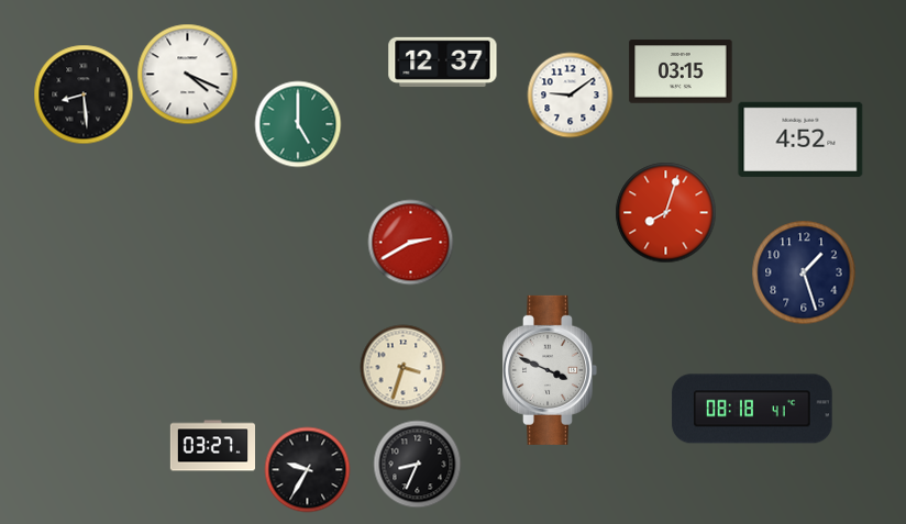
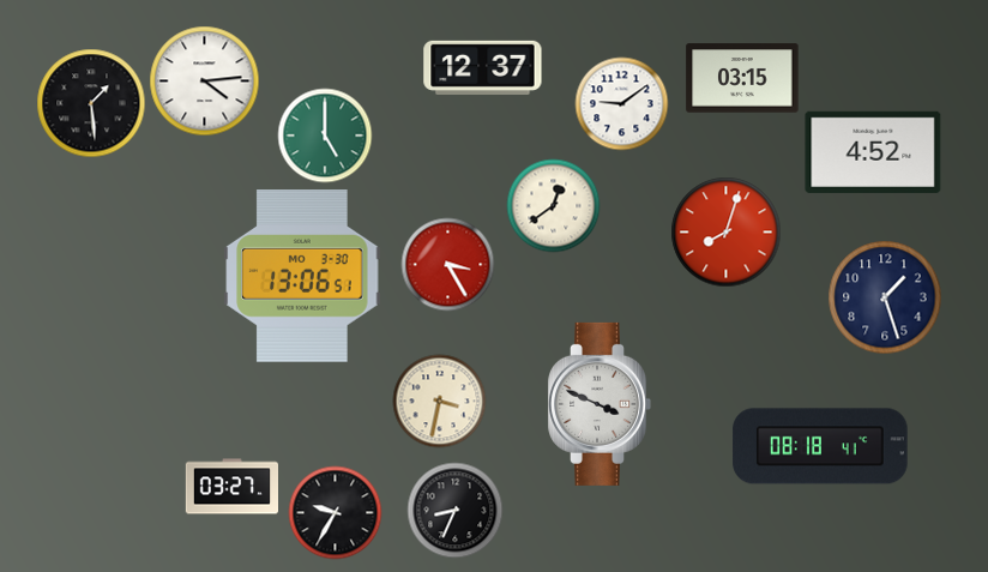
clock at (187, 74): 4:19 -> 4:14
clock at (84, 94): 8:29 -> 1:29
clock at (553, 205): none -> 12:39
clock at (410, 242): 2:40 -> 3:25
clock at (302, 277): none -> 13:06
clock at (804, 272) position: (804, 272) -> (885, 297)
clock at (402, 367): 3:33 -> 3:32
clock at (417, 464) position: (417, 464) -> (454, 510)
